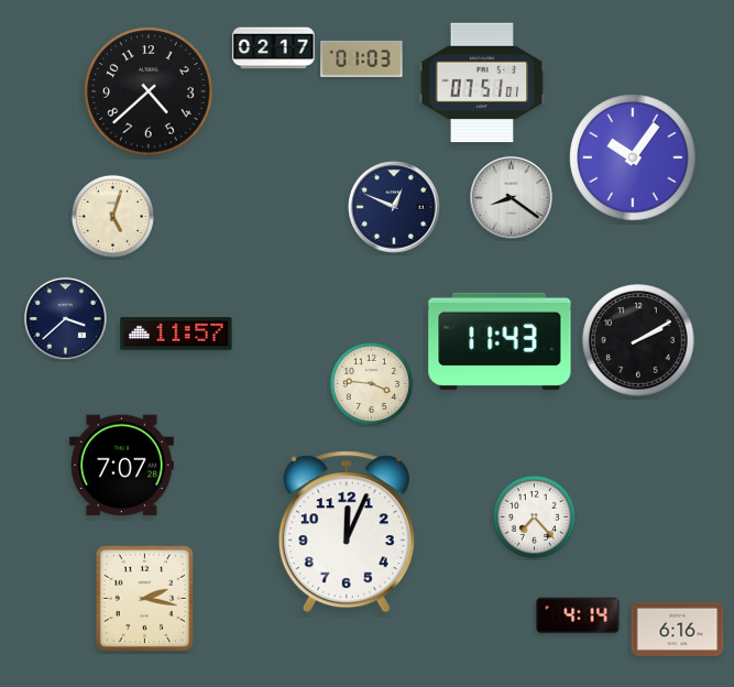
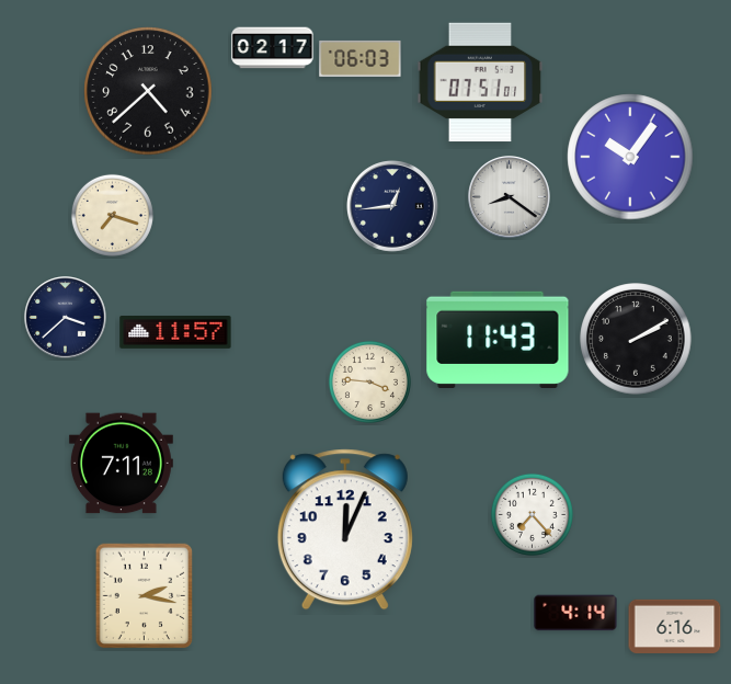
clock at (362, 58): 01:03 -> 06:03
clock at (395, 208): 12:49 -> 12:44
clock at (112, 216): 5:03 -> 7:18
clock at (121, 466): 7:07 -> 7:11
